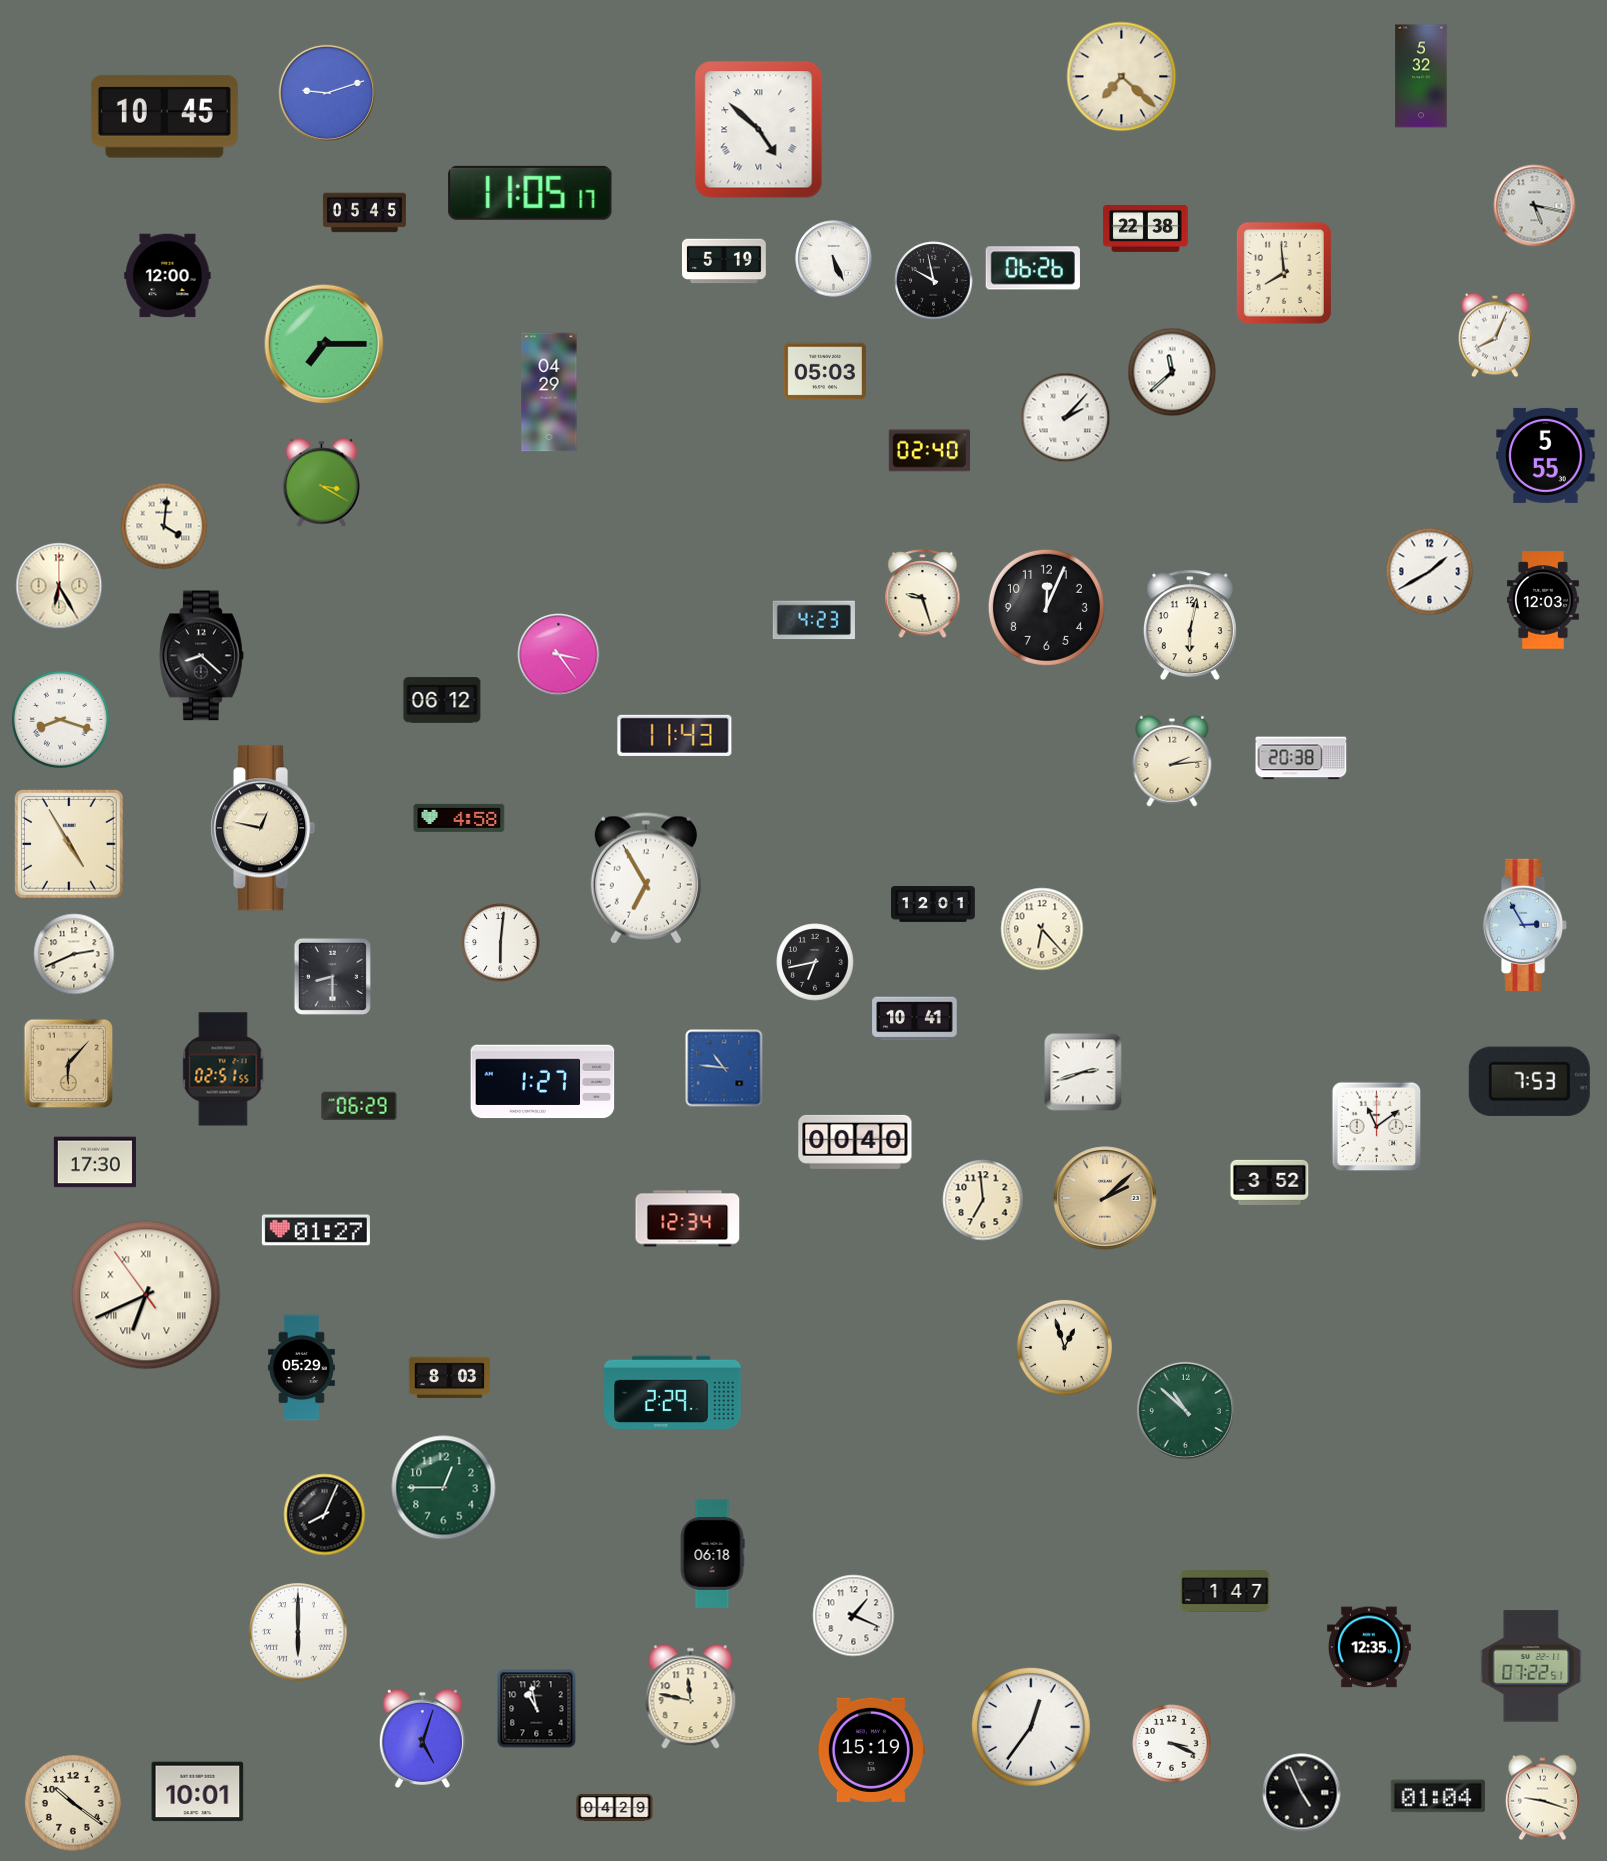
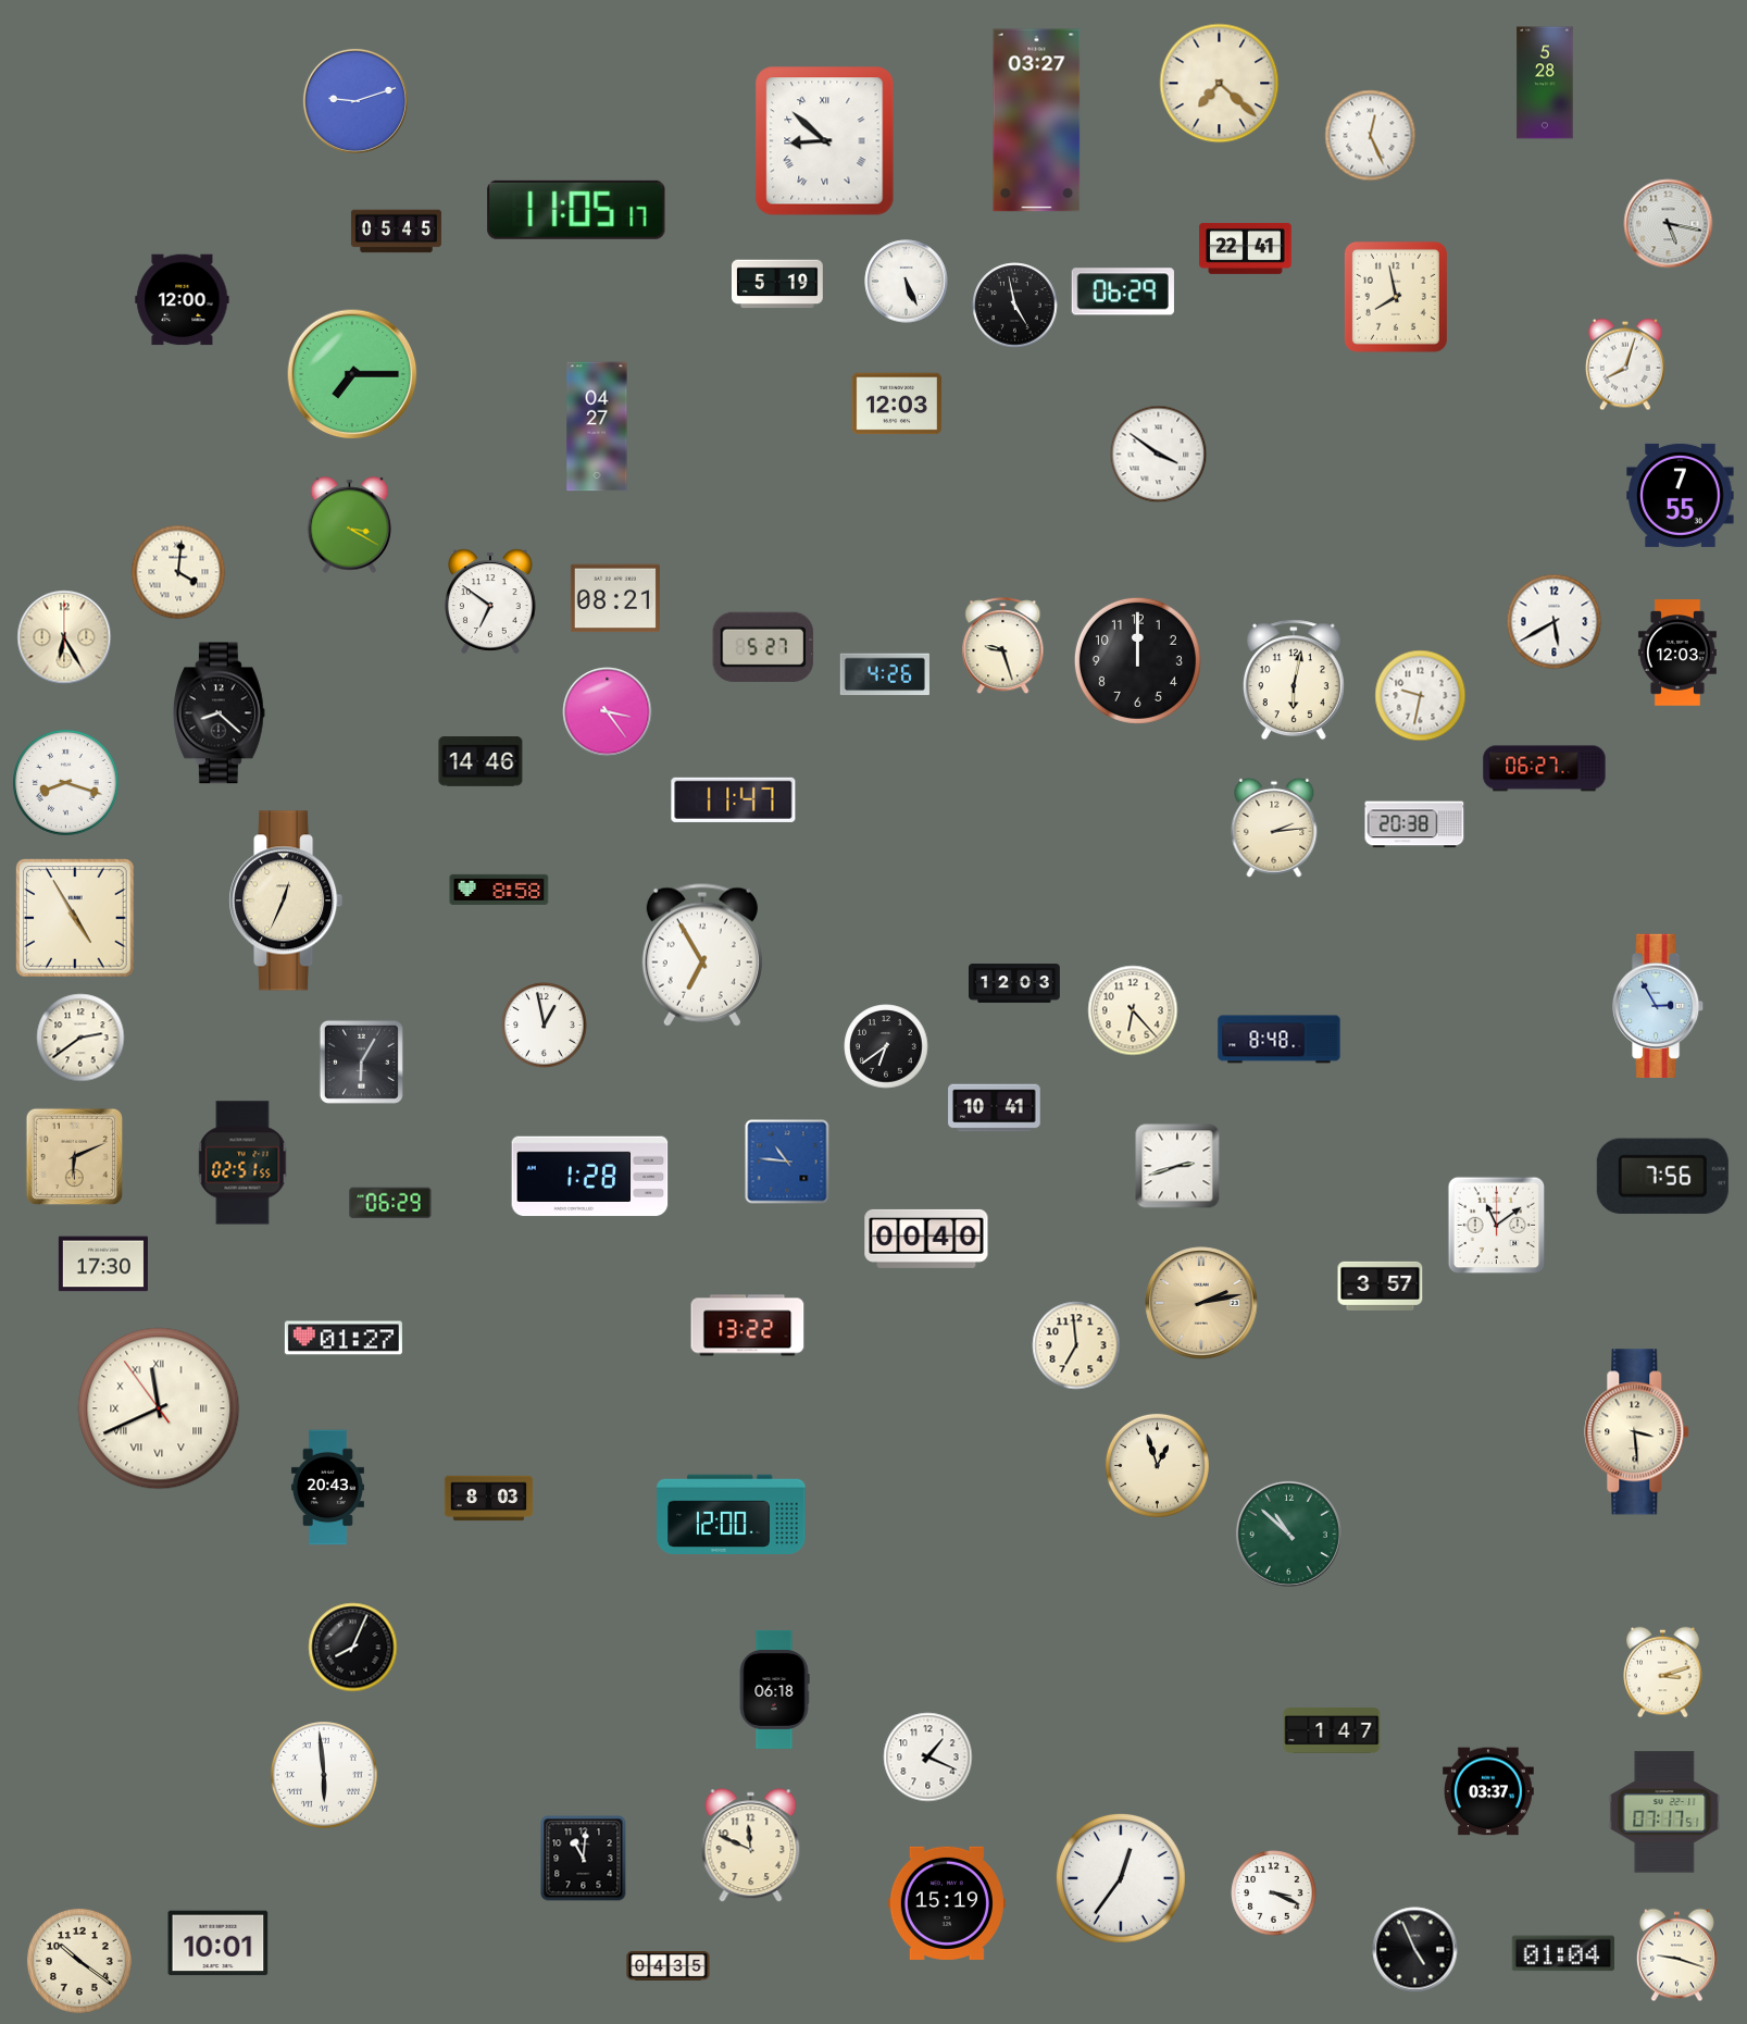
clock at (1421, 76): 5:32 -> 5:28
clock at (1037, 121): none -> 03:27
clock at (164, 117): 10:45 -> none
clock at (1371, 136): none -> 12:26
clock at (759, 130): 4:52 -> 8:52
clock at (1146, 228): 22:38 -> 22:41
clock at (724, 261) position: (724, 261) -> (777, 284)
clock at (1033, 268): 06:26 -> 06:29
clock at (1284, 273): 7:59 -> 7:58
clock at (934, 281): 9:58 -> 4:58
clock at (1495, 335): 8:04 -> 8:03
clock at (825, 371): 05:03 -> 12:03
clock at (1172, 372): 11:38 -> none
clock at (549, 392): 04:29 -> 04:27
clock at (1066, 418): 2:07 -> 3:51
clock at (930, 451): 02:40 -> none
clock at (1546, 455): 5:55 -> 7:55
clock at (615, 598): none -> 08:21
clock at (491, 601): none -> 6:51
clock at (1430, 572): 1:40 -> 5:40
clock at (763, 647): none -> 5:27
clock at (1046, 607): 12:04 -> 12:00
clock at (814, 620): 4:23 -> 4:26
clock at (1421, 696): none -> 9:32
clock at (442, 700): 06:12 -> 14:46
clock at (1545, 769): none -> 06:27
clock at (675, 735): 11:43 -> 11:47
clock at (459, 818): 4:58 -> 8:58
clock at (263, 828): 12:47 -> 12:34
clock at (934, 904): 12:01 -> 12:03
clock at (501, 943): 6:01 -> 12:58
clock at (74, 954): 2:41 -> 2:39
clock at (1280, 1040): none -> 8:48
clock at (815, 962): 6:43 -> 6:39
clock at (332, 976): 8:30 -> 6:05
clock at (69, 1064): 6:07 -> 6:11
clock at (1529, 1081): 7:53 -> 7:56
clock at (543, 1082): 1:27 -> 1:28
clock at (855, 1142) position: (855, 1142) -> (926, 1239)
clock at (1270, 1182): 3:52 -> 3:57
clock at (1105, 1198): 2:08 -> 2:13
clock at (983, 1200) position: (983, 1200) -> (1076, 1345)
clock at (688, 1219): 12:34 -> 13:22
clock at (146, 1295): 6:40 -> 11:40
clock at (1637, 1432): none -> 3:29
clock at (301, 1368): 05:29 -> 20:43
clock at (673, 1392): 2:29 -> 12:00
clock at (444, 1488): 12:45 -> none
clock at (1663, 1673): none -> 3:12
clock at (298, 1632): 6:00 -> 5:59
clock at (1369, 1647): 12:35 -> 03:37
clock at (1531, 1666): 07:22 -> 07:17
clock at (691, 1697): 11:47 -> 11:49
clock at (537, 1709): 10:58 -> 11:01
clock at (422, 1738): 5:03 -> none
clock at (1172, 1744) position: (1172, 1744) -> (1274, 1893)
clock at (198, 1792) position: (198, 1792) -> (219, 1944)
clock at (615, 1807): 04:29 -> 04:35
